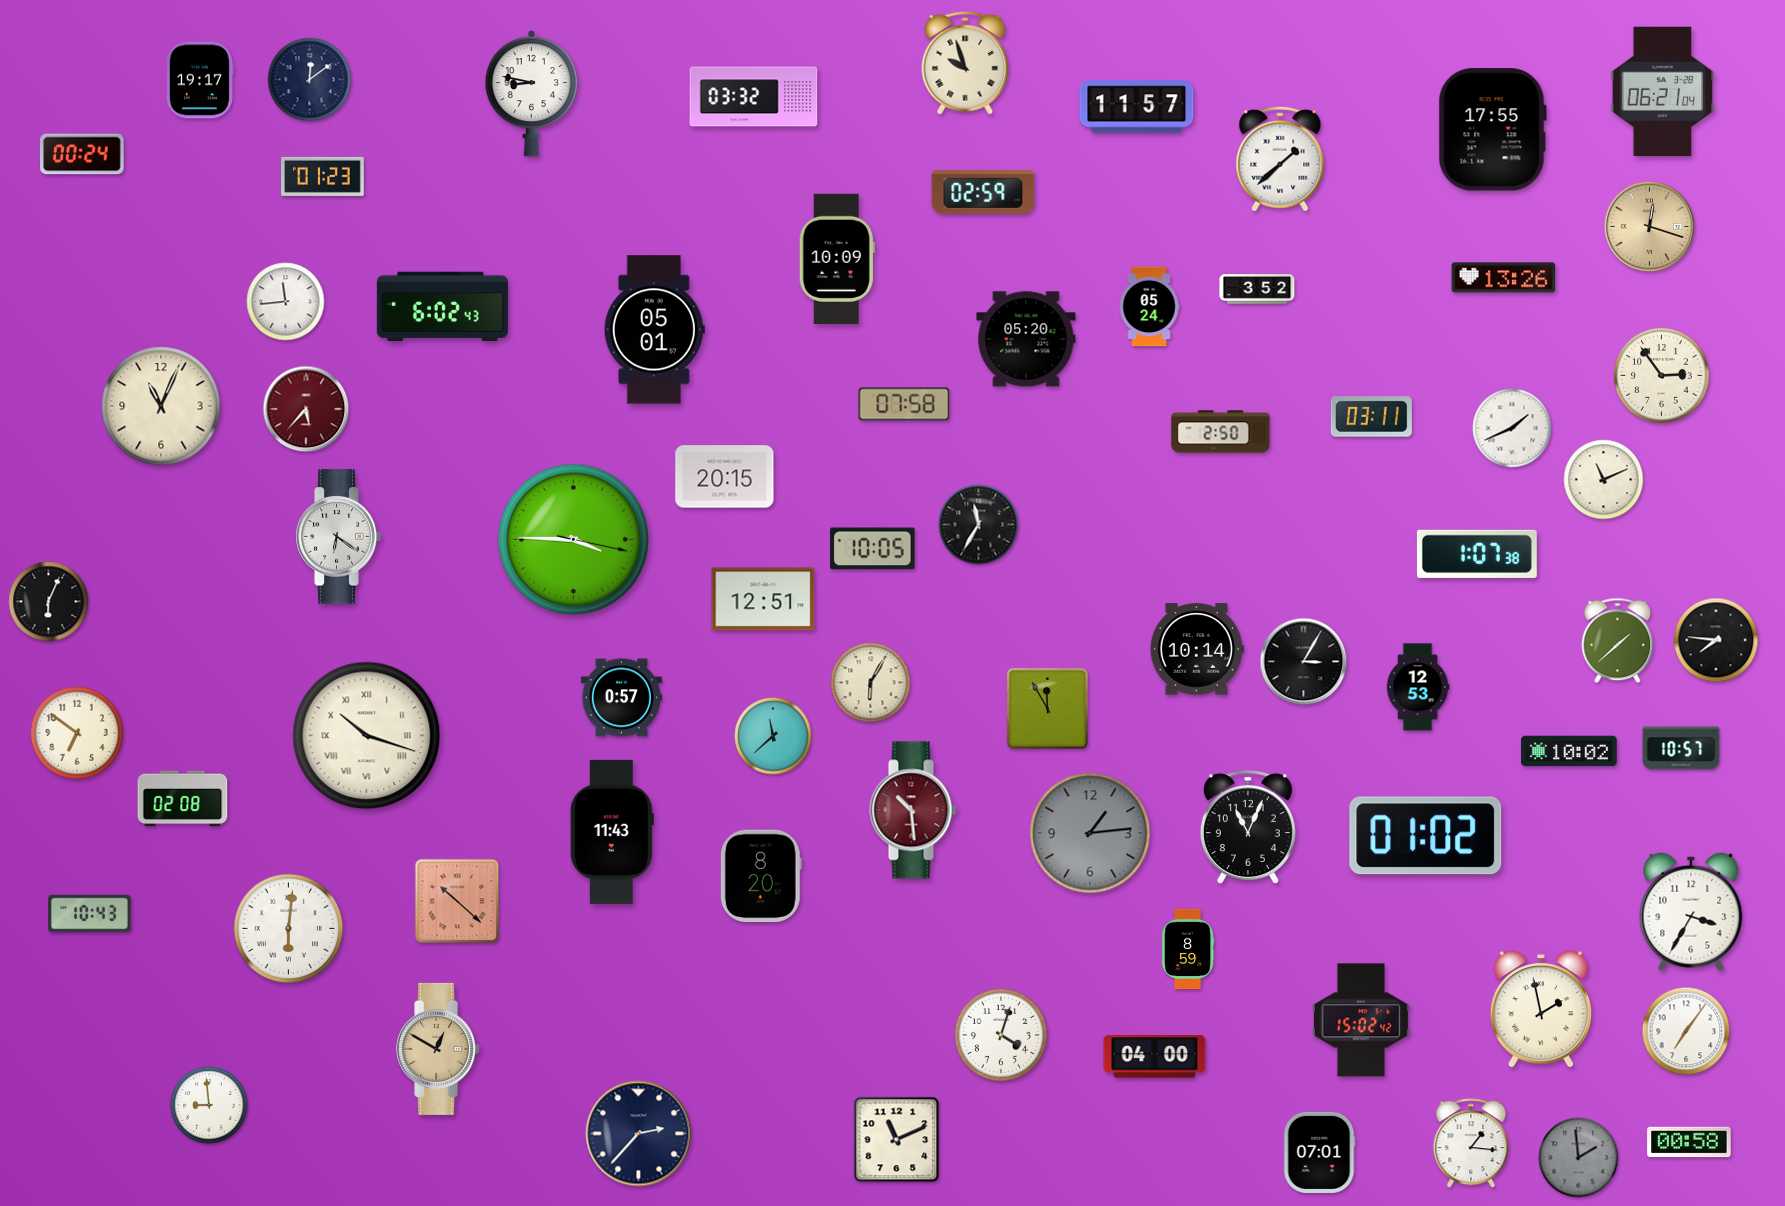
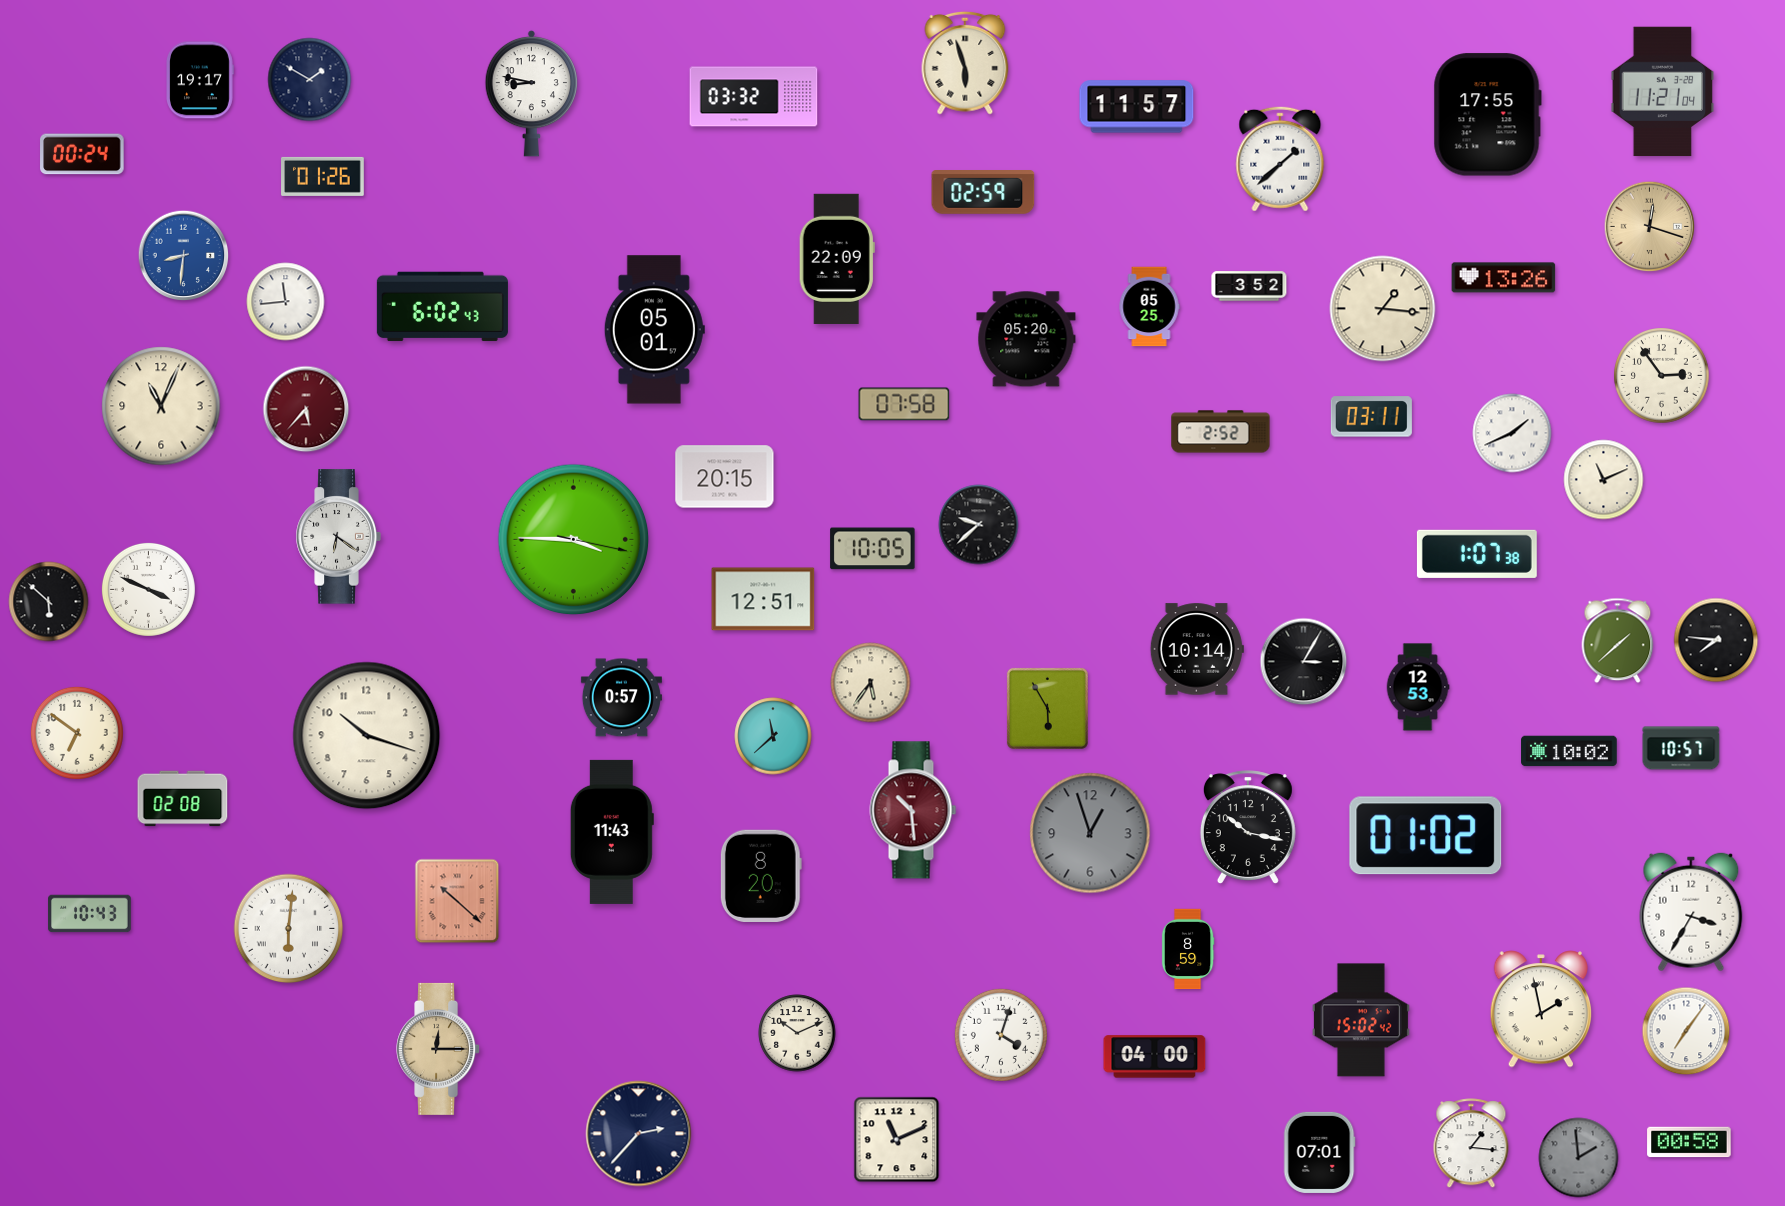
clock at (965, 63): 9:57 -> 5:57
clock at (310, 80): 12:09 -> 1:50
clock at (1663, 92): 06:21 -> 11:21
clock at (1492, 130) position: (1492, 130) -> (1487, 115)
clock at (323, 176): 01:23 -> 01:26
clock at (184, 256): none -> 8:31
clock at (837, 259): 10:09 -> 22:09
clock at (1257, 289) position: (1257, 289) -> (1249, 286)
clock at (1149, 307): 05:24 -> 05:25
clock at (1383, 309): none -> 1:16
clock at (1512, 428) position: (1512, 428) -> (1512, 433)
clock at (1221, 432): 2:50 -> 2:52
clock at (979, 525): 11:35 -> 9:38
clock at (148, 589): none -> 3:49
clock at (49, 602): 6:04 -> 5:52
clock at (871, 683): 6:05 -> 5:36
clock at (1047, 708): 11:55 -> 5:55
clock at (367, 736) numerals: Roman -> Arabic
clock at (1248, 827): 11:04 -> 10:17
clock at (1090, 833): 1:14 -> 12:57
clock at (797, 1033): none -> 10:11
clock at (439, 1049): 12:50 -> 12:15
clock at (209, 1105): 8:59 -> none
